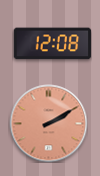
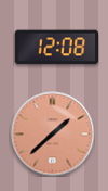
clock at (48, 123): 2:10 -> 1:38
